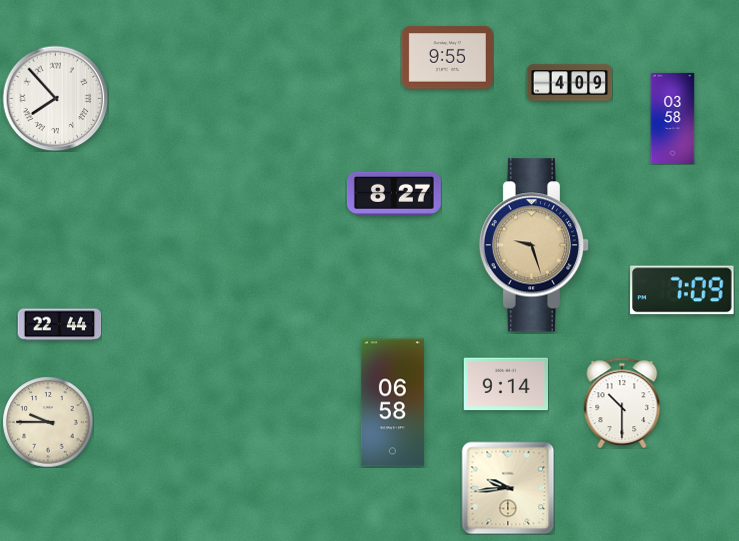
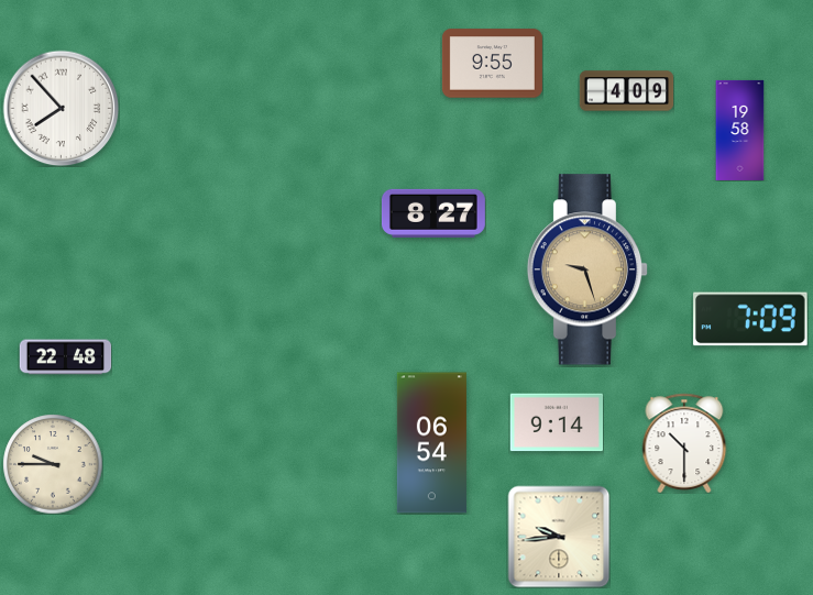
clock at (673, 118): 03:58 -> 19:58
clock at (59, 325): 22:44 -> 22:48
clock at (392, 403): 06:58 -> 06:54
